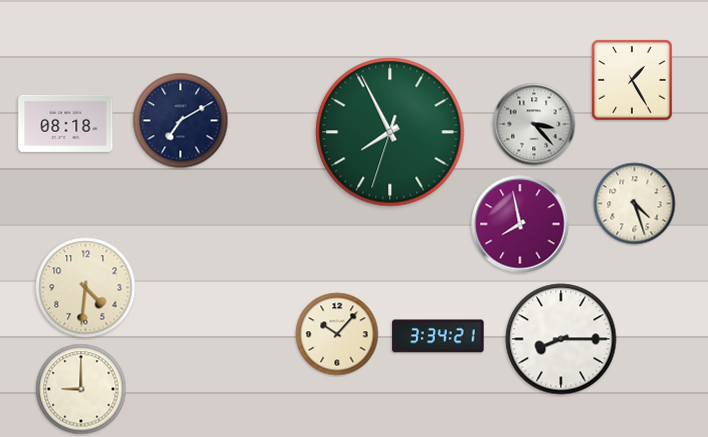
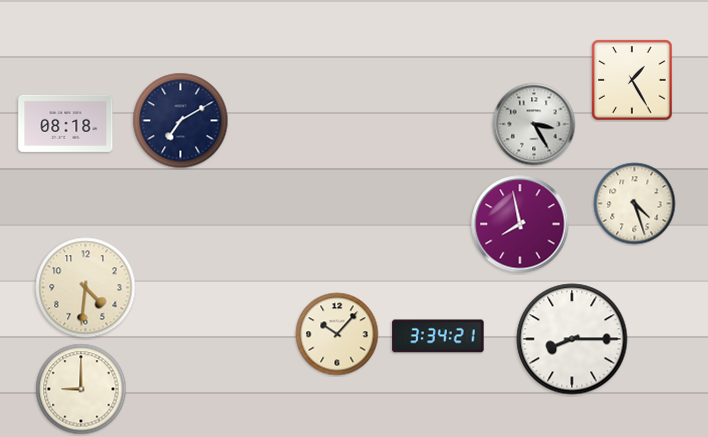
clock at (534, 124): 3:23 -> 3:25
clock at (390, 132): 7:55 -> none
clock at (561, 339) position: (561, 339) -> (572, 339)
